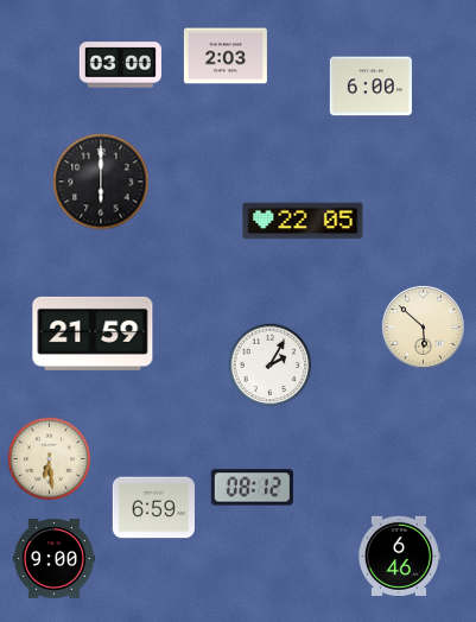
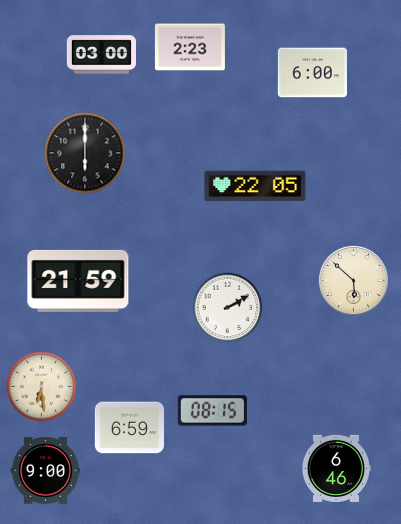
clock at (226, 56): 2:03 -> 2:23
clock at (423, 326) position: (423, 326) -> (353, 280)
clock at (271, 366): 2:05 -> 2:10
clock at (252, 488): 08:12 -> 08:15
